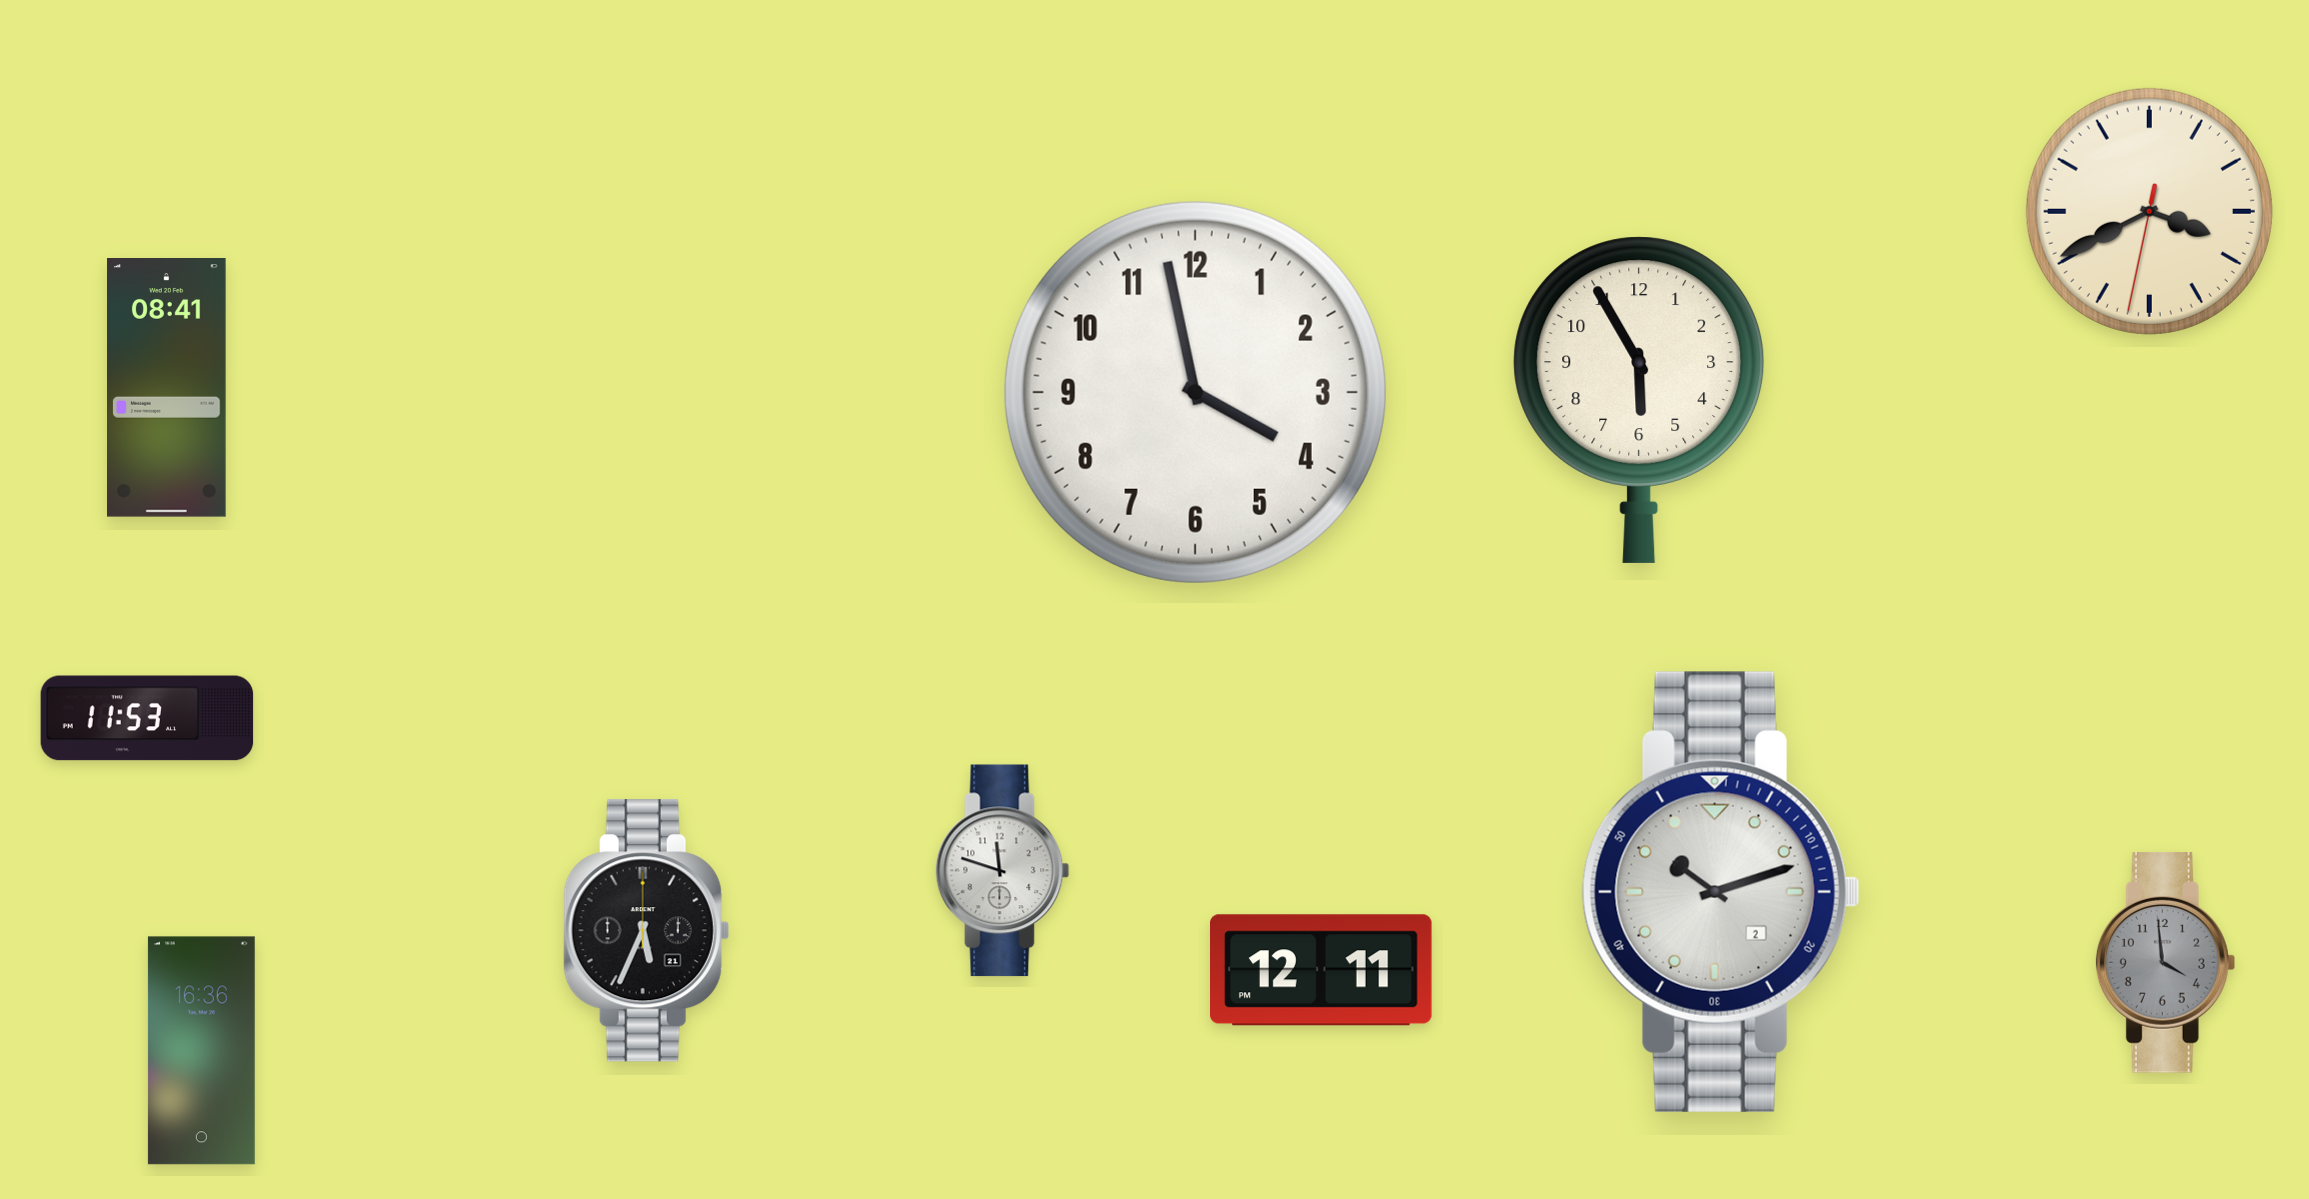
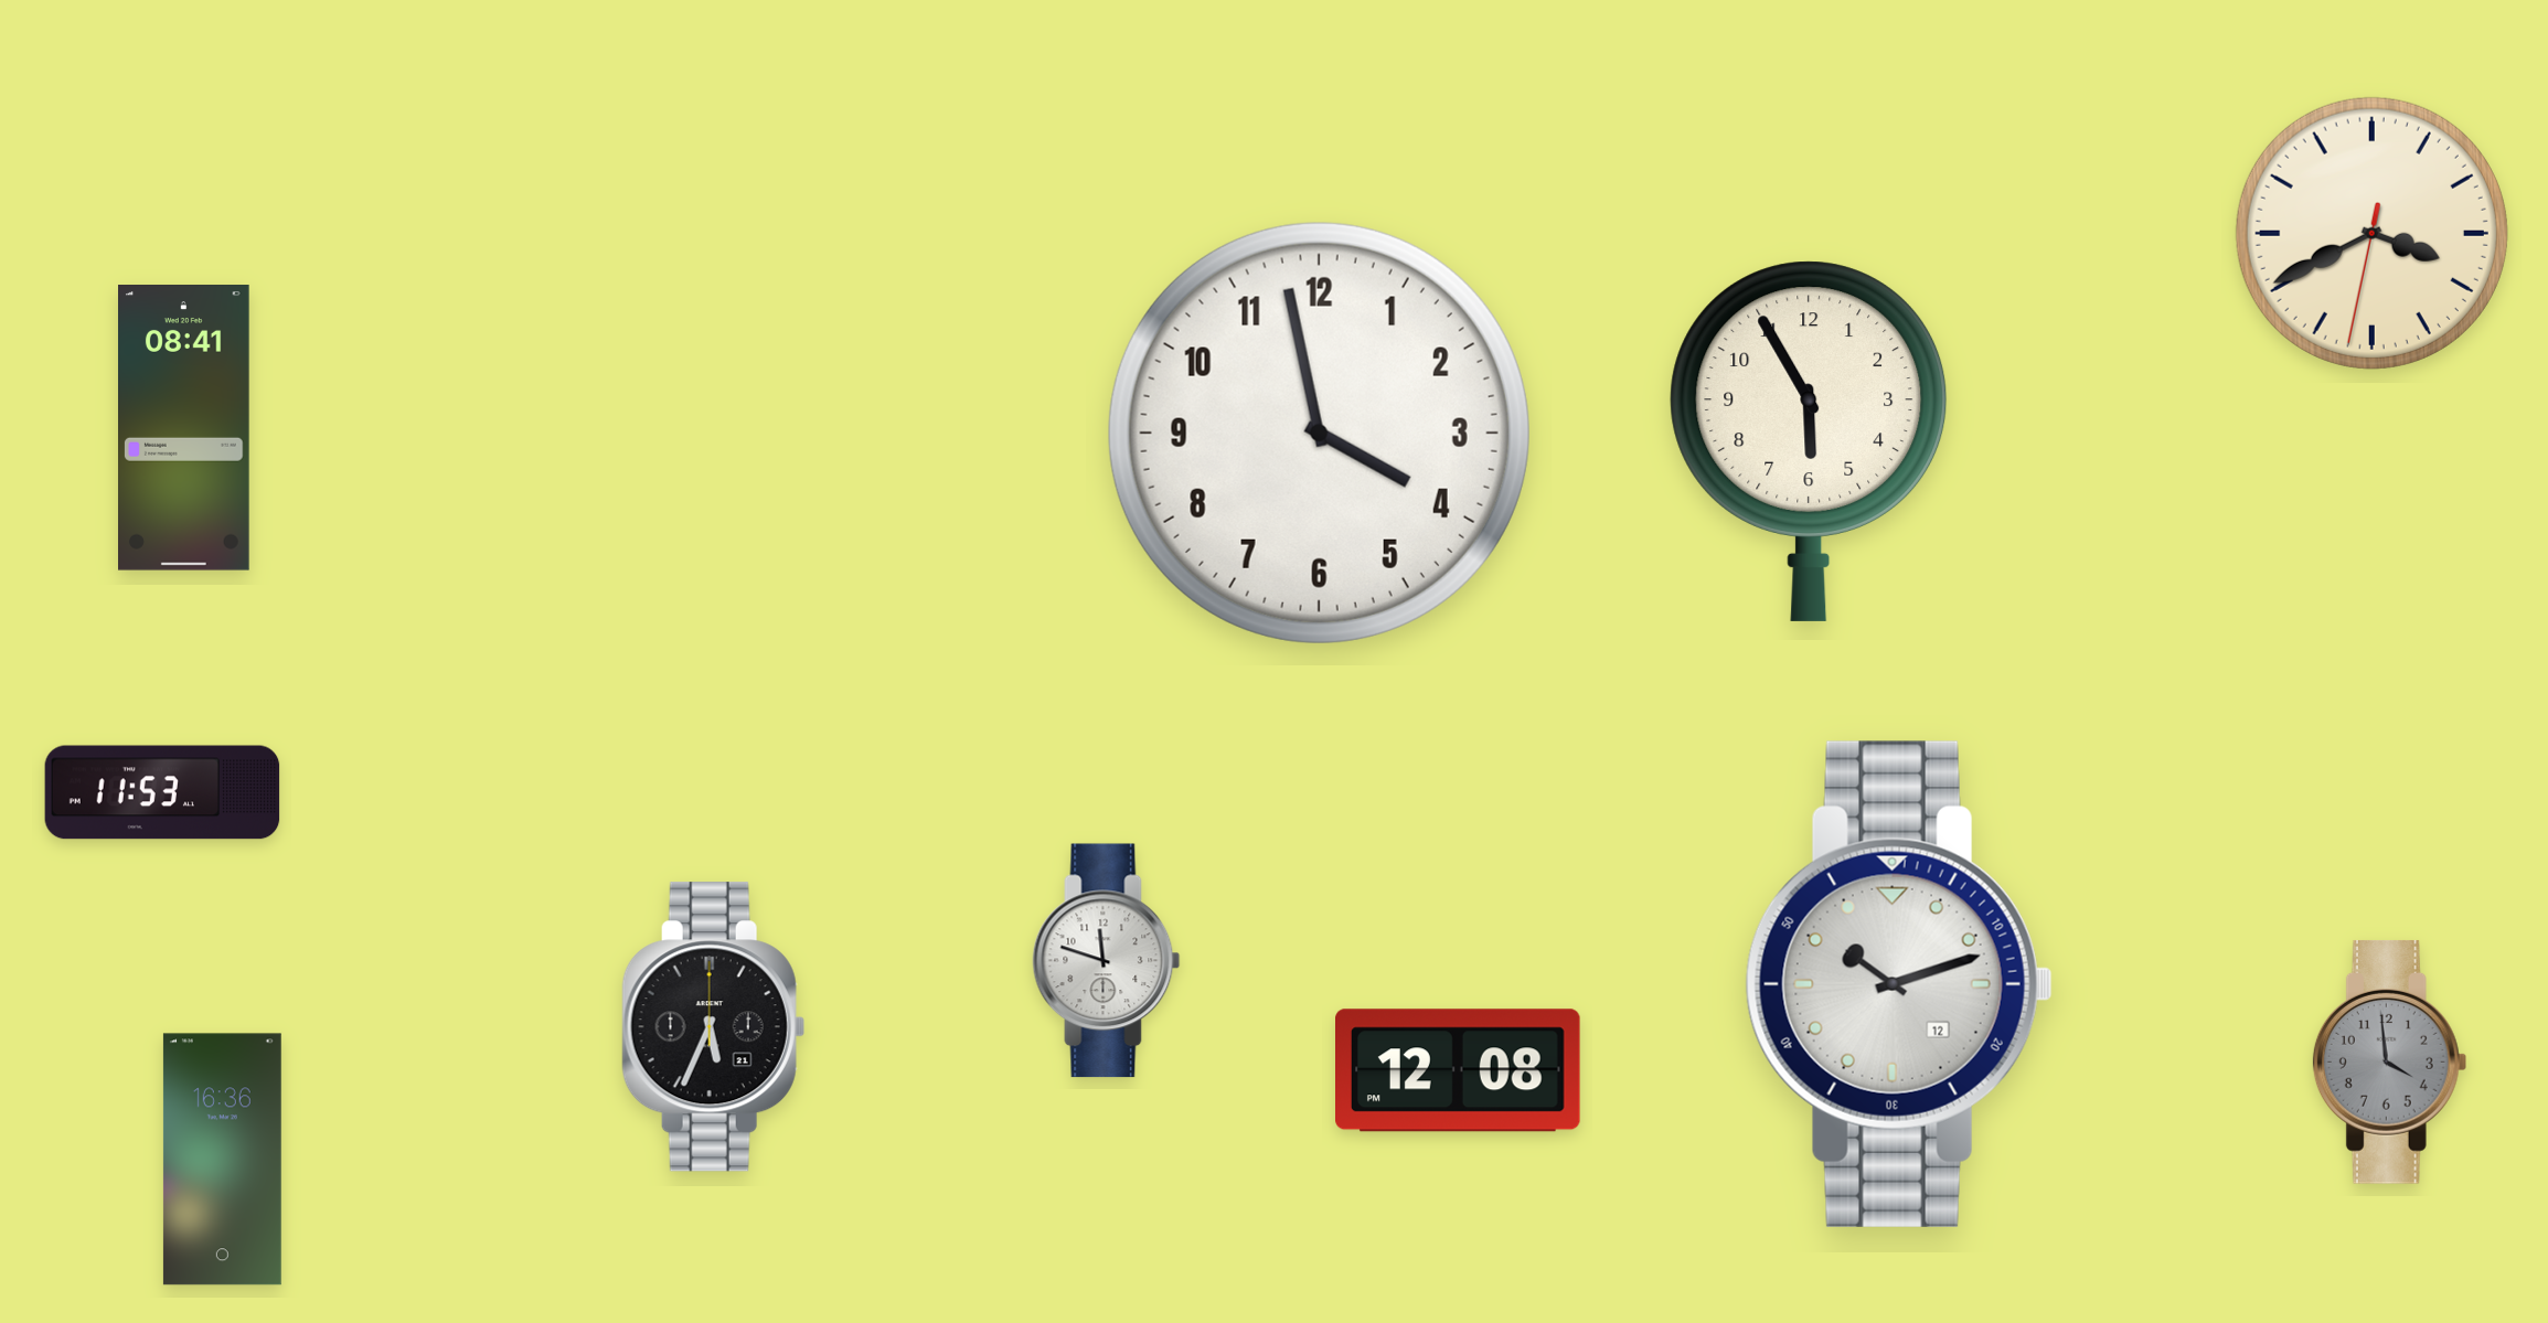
clock at (1721, 892) date: 2 -> 12
clock at (1322, 970): 12:11 -> 12:08
